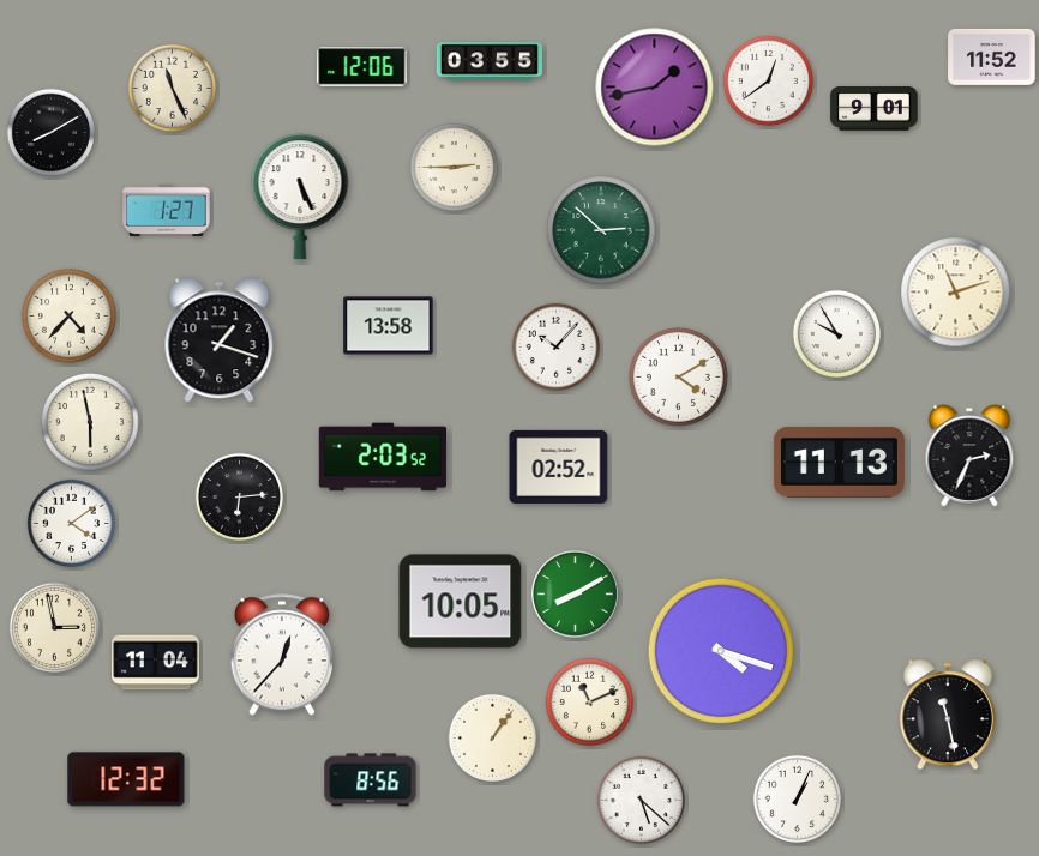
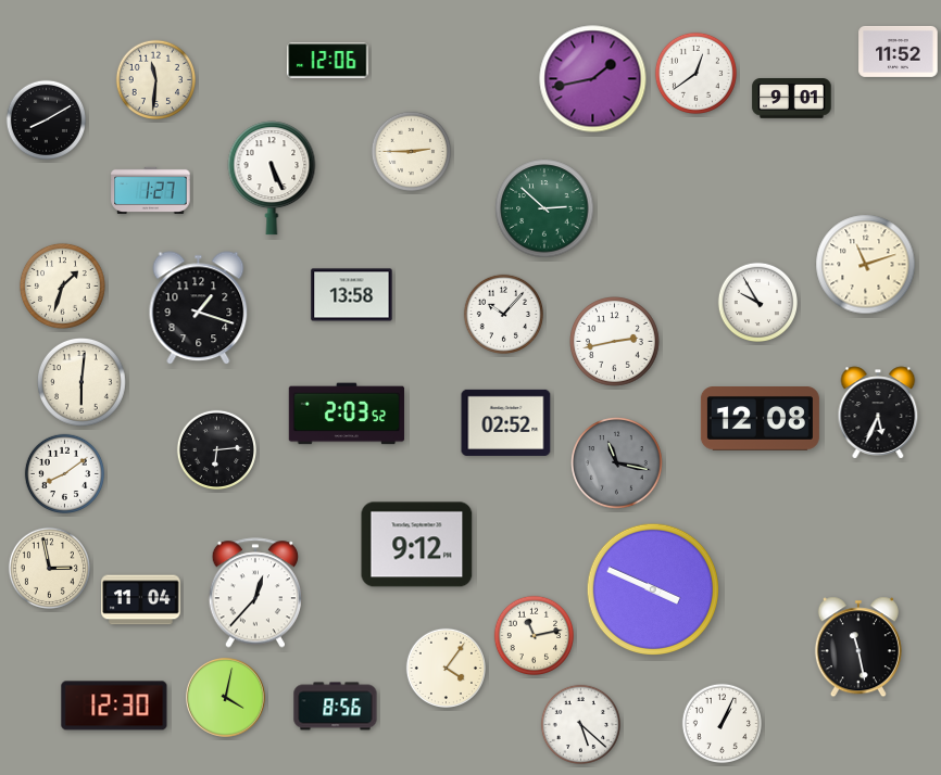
clock at (490, 61): 03:55 -> none
clock at (172, 88): 11:26 -> 11:31
clock at (68, 315): 4:37 -> 1:33
clock at (679, 378): 4:10 -> 2:43
clock at (91, 423): 5:58 -> 6:01
clock at (969, 456): 2:34 -> 5:34
clock at (839, 463): 11:13 -> 12:08
clock at (617, 463): none -> 11:17
clock at (71, 523): 4:09 -> 8:09
clock at (576, 595): 8:10 -> none
clock at (461, 602): 10:05 -> 9:12
clock at (721, 651): 4:18 -> 3:49
clock at (589, 701): 11:11 -> 11:13
clock at (492, 737): 1:06 -> 4:06
clock at (226, 698): none -> 4:02
clock at (126, 779): 12:32 -> 12:30
